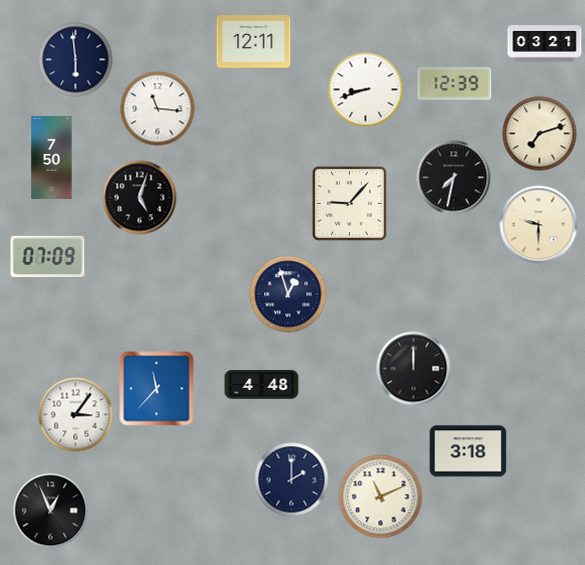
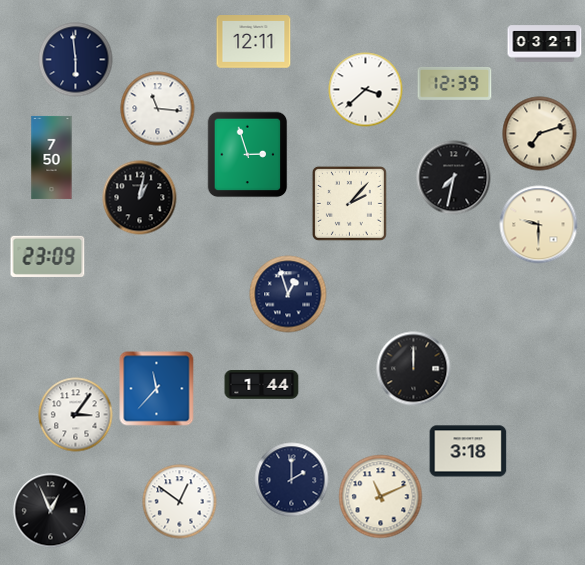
clock at (366, 90): 8:42 -> 3:38
clock at (248, 155): none -> 2:57
clock at (140, 198): 5:03 -> 1:02
clock at (349, 203): 9:07 -> 2:07
clock at (48, 256): 07:09 -> 23:09
clock at (262, 385): 4:48 -> 1:44
clock at (180, 502): none -> 12:51
